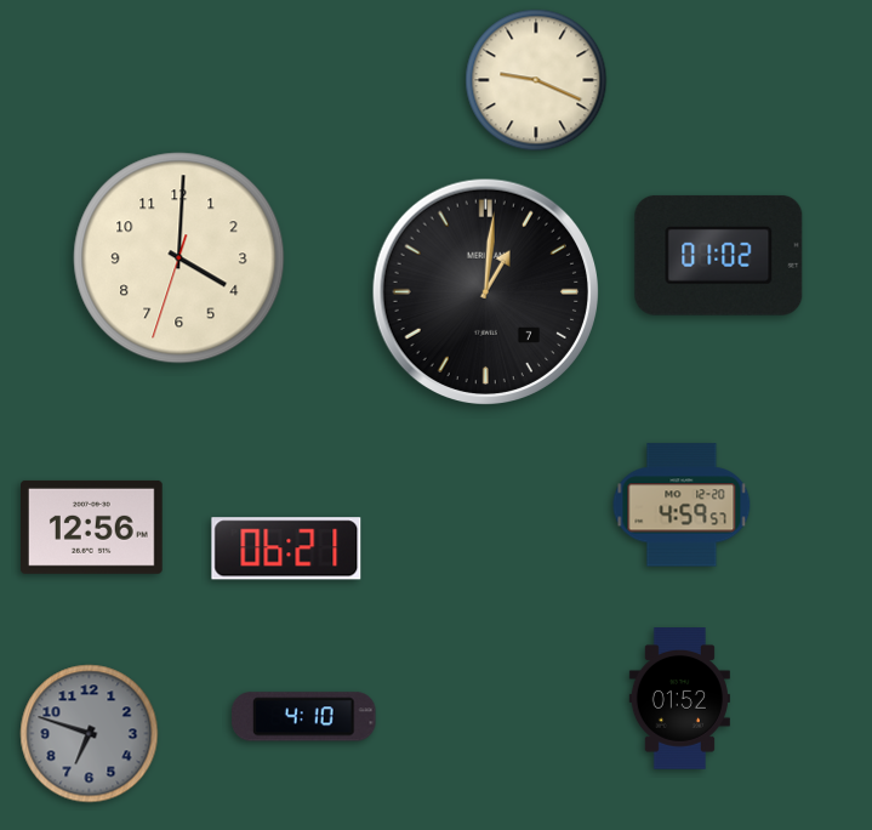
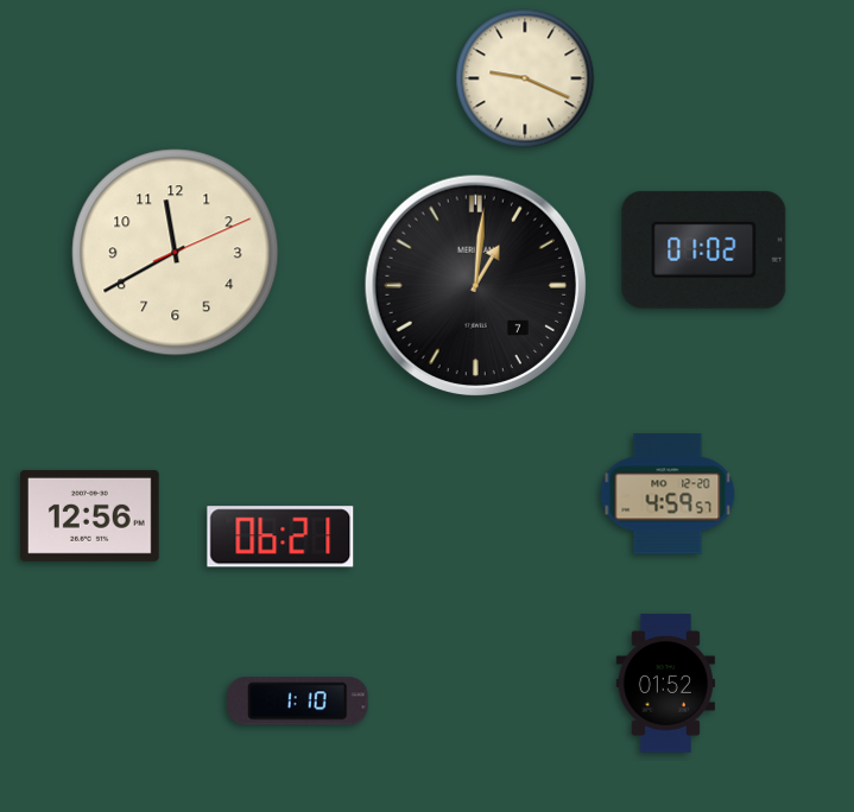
clock at (179, 258): 4:00 -> 11:40
clock at (304, 717): 4:10 -> 1:10
clock at (90, 734): 6:48 -> none
